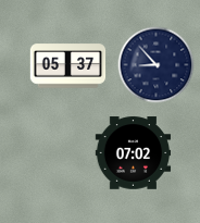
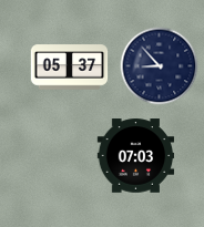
clock at (134, 153): 07:02 -> 07:03
